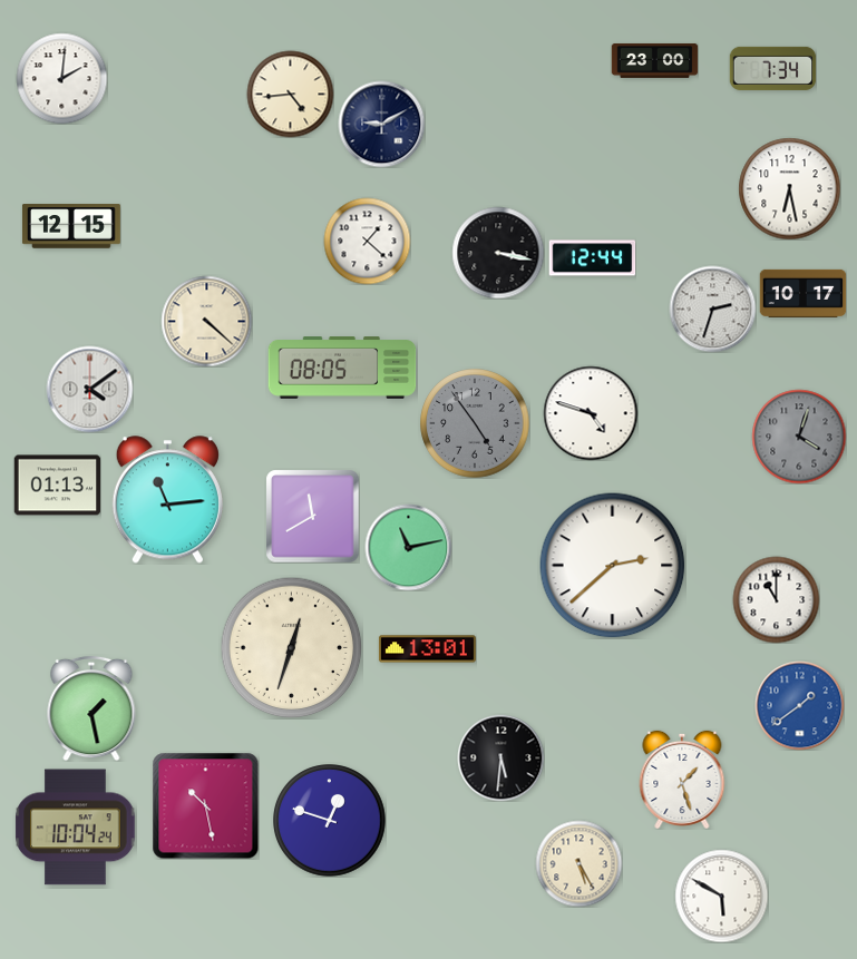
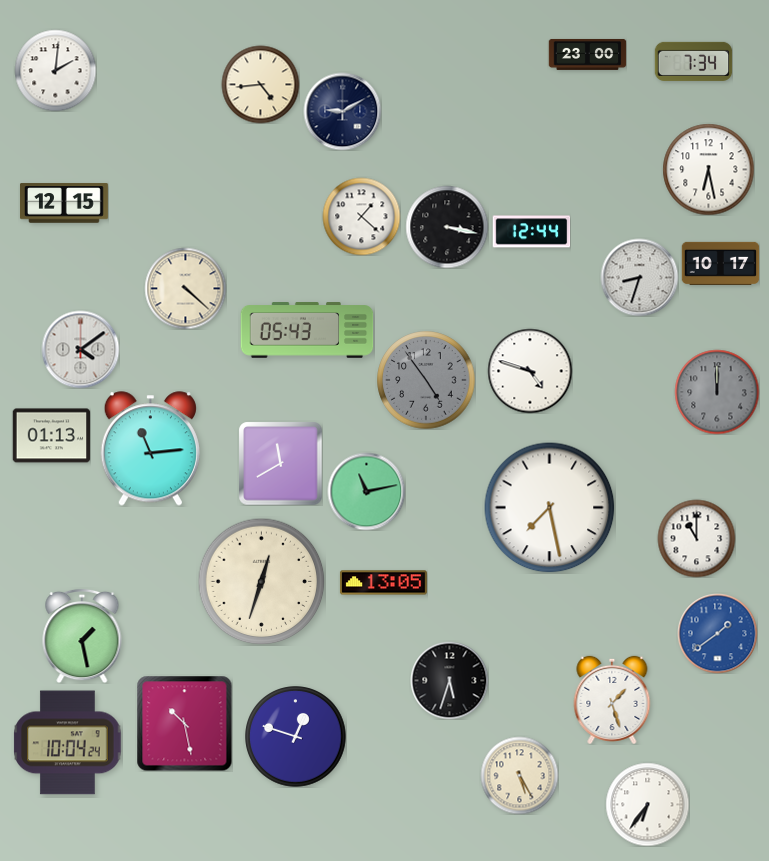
clock at (367, 241) position: (367, 241) -> (361, 216)
clock at (712, 309): 2:33 -> 8:33
clock at (342, 368): 08:05 -> 05:43
clock at (799, 437): 4:03 -> 12:00
clock at (613, 566): 2:38 -> 7:28
clock at (427, 649): 13:01 -> 13:05
clock at (500, 757): 5:31 -> 5:33
clock at (721, 896): 5:50 -> 6:36
